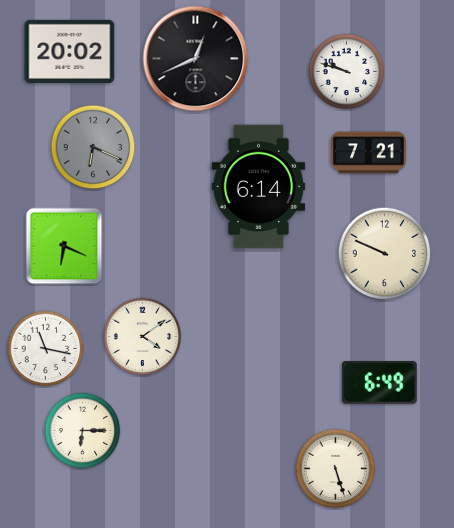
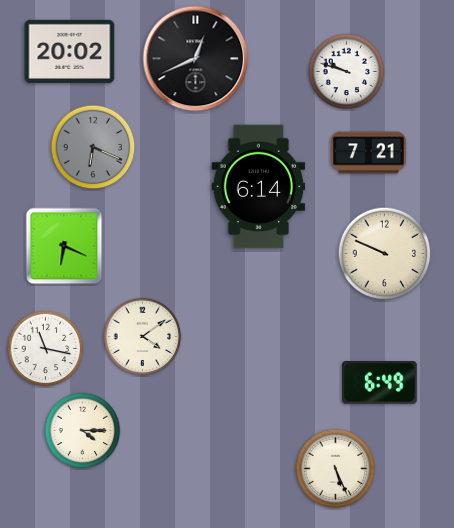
clock at (83, 431): 6:15 -> 4:15
clock at (336, 469): 5:27 -> 5:26
